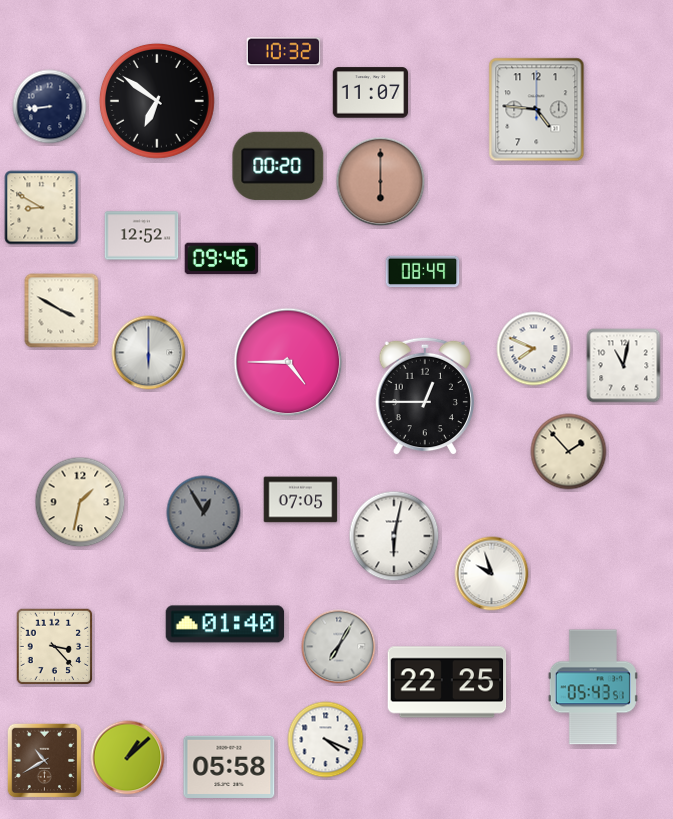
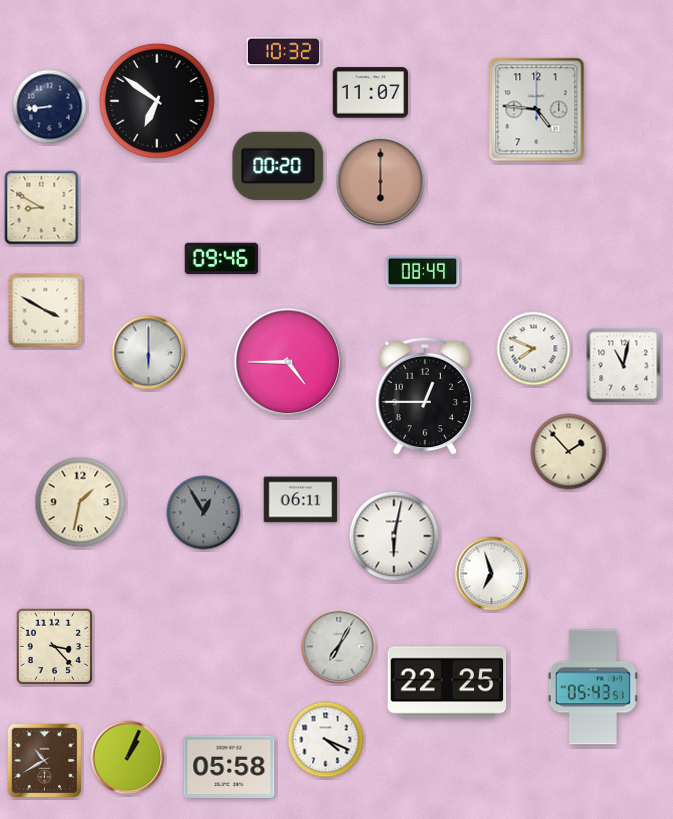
clock at (142, 236): 12:52 -> none
clock at (62, 311) position: (62, 311) -> (46, 311)
clock at (301, 500): 07:05 -> 06:11
clock at (492, 574): 9:57 -> 6:57
clock at (225, 624): 01:40 -> none
clock at (128, 758): 1:08 -> 1:04
